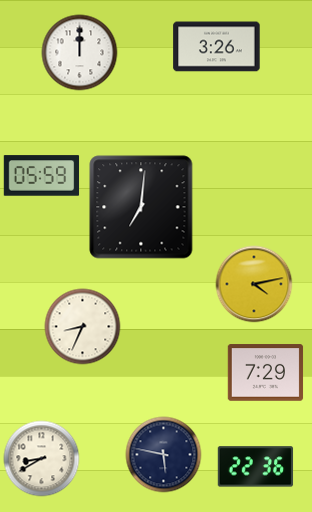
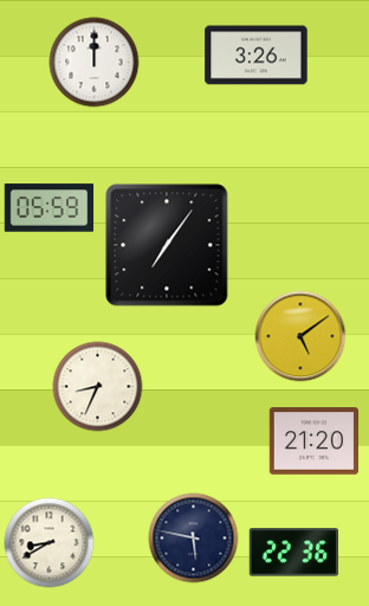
clock at (141, 207): 7:01 -> 7:06
clock at (254, 284): 4:13 -> 5:09
clock at (266, 373): 7:29 -> 21:20
clock at (256, 467) position: (256, 467) -> (294, 553)
